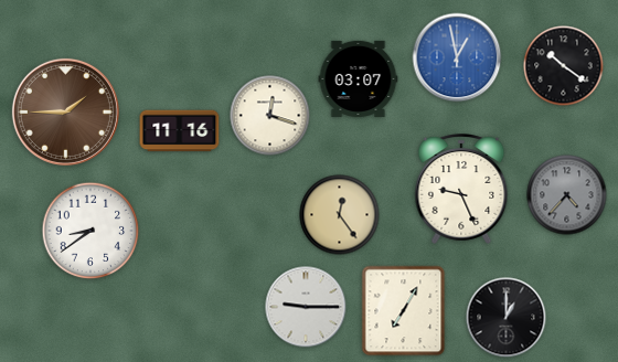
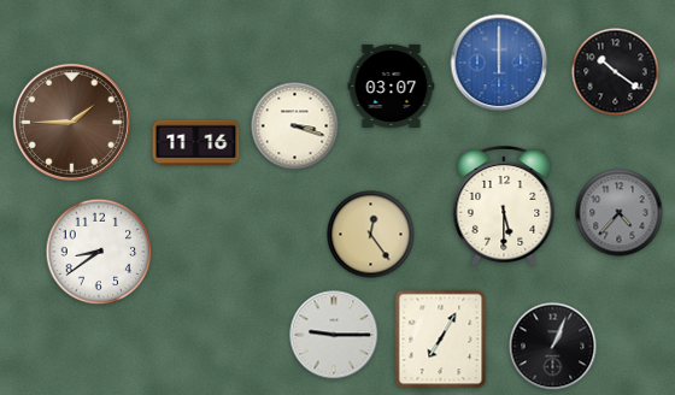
clock at (457, 57): 12:58 -> 12:00
clock at (270, 116): 12:18 -> 3:18
clock at (461, 190): 9:26 -> 5:30
clock at (507, 318): 1:00 -> 1:04
